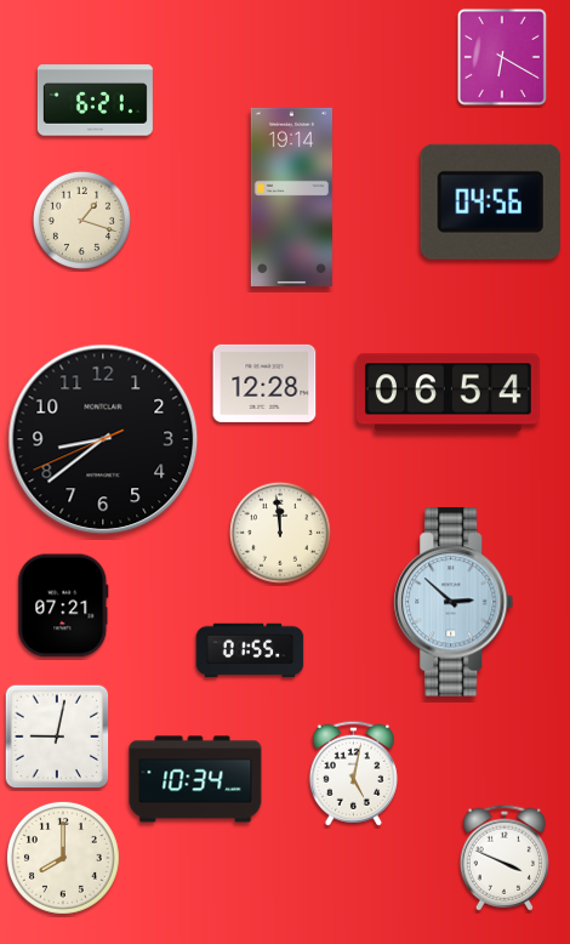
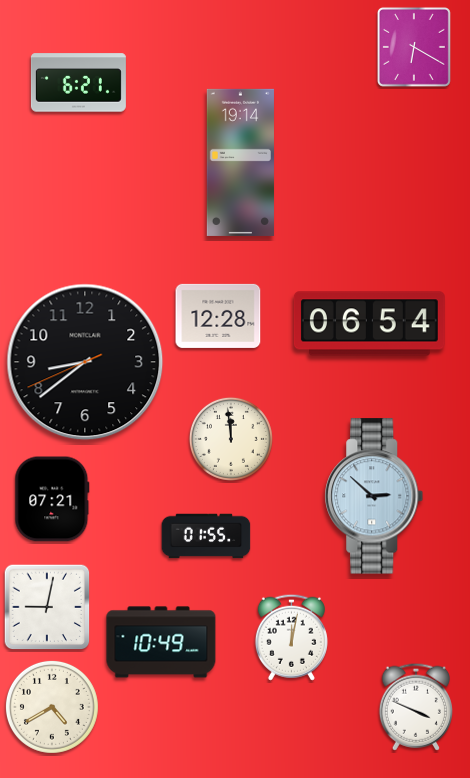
clock at (490, 201): 04:56 -> none
clock at (81, 220): 1:18 -> none
clock at (353, 773): 5:02 -> 12:02
clock at (195, 779): 10:34 -> 10:49
clock at (63, 858): 8:00 -> 4:40
